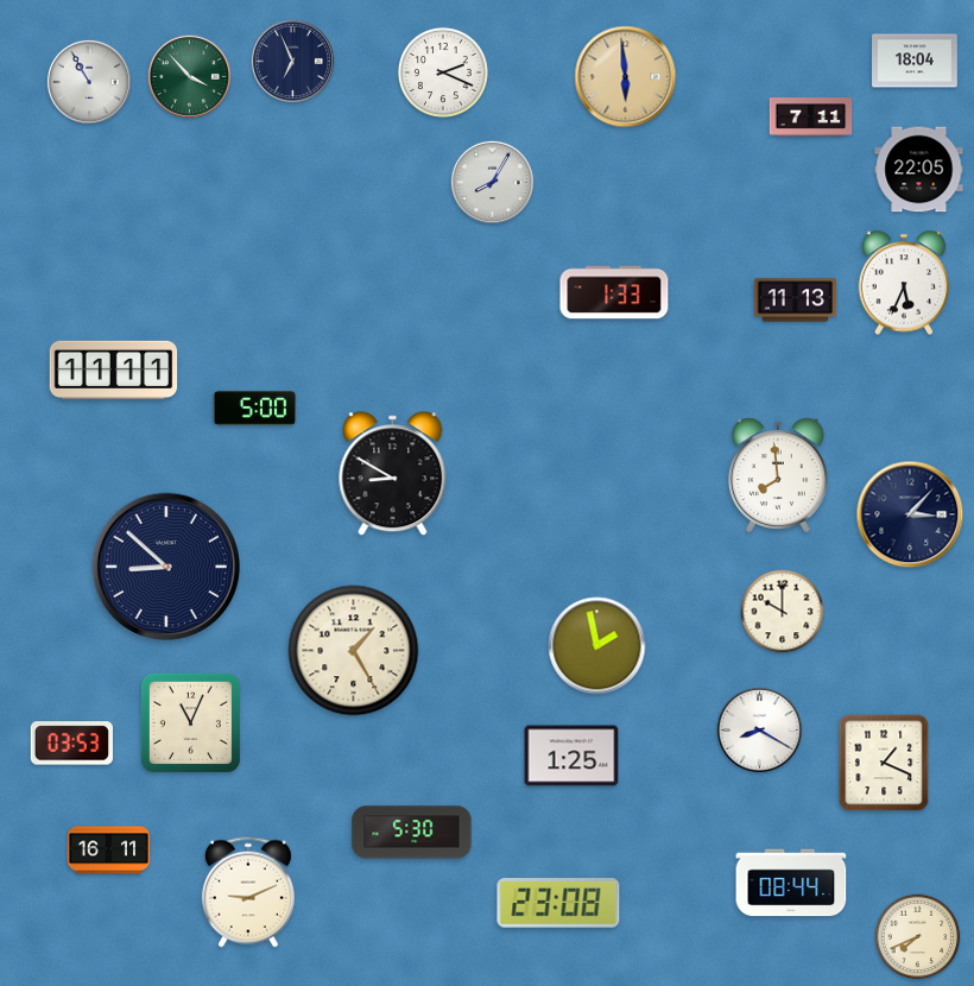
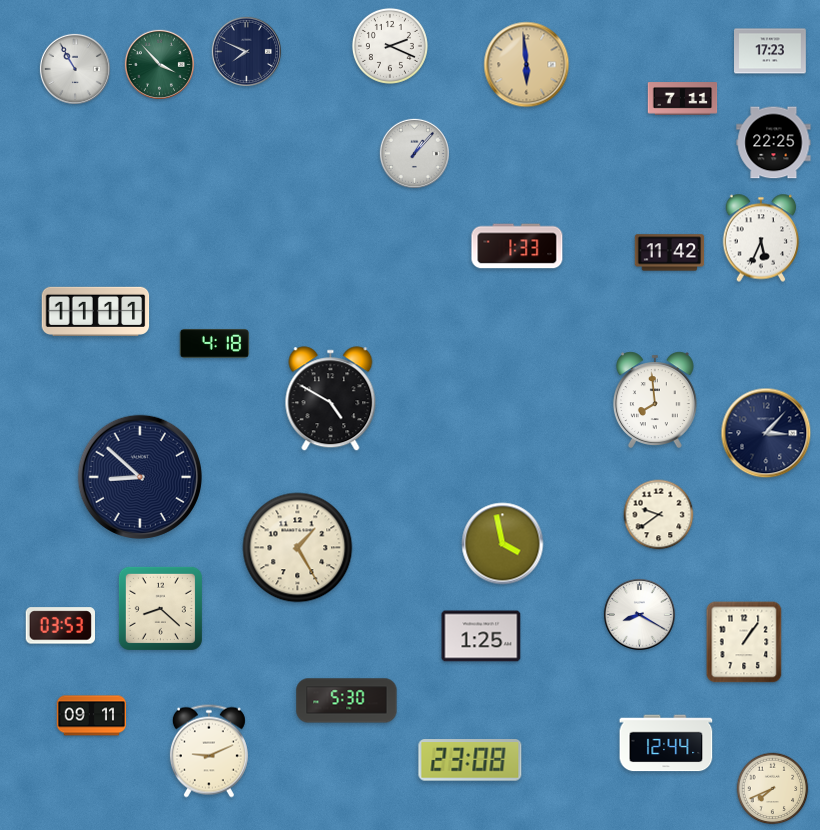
clock at (292, 61): 6:56 -> 7:49
clock at (916, 61): 18:04 -> 17:23
clock at (443, 72) position: (443, 72) -> (390, 46)
clock at (919, 170): 22:05 -> 22:25
clock at (492, 182): 8:05 -> 1:07
clock at (796, 301): 11:13 -> 11:42
clock at (255, 407): 5:00 -> 4:18
clock at (393, 474): 8:50 -> 4:50
clock at (783, 612): 10:00 -> 9:39
clock at (597, 646): 1:58 -> 3:58
clock at (190, 722): 11:04 -> 8:22
clock at (884, 763): 1:19 -> 1:06
clock at (109, 851): 16:11 -> 09:11
clock at (791, 883): 08:44 -> 12:44
